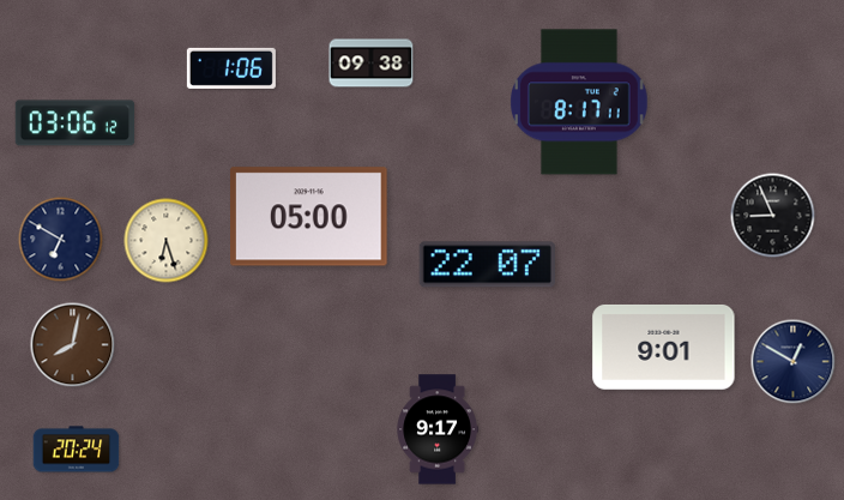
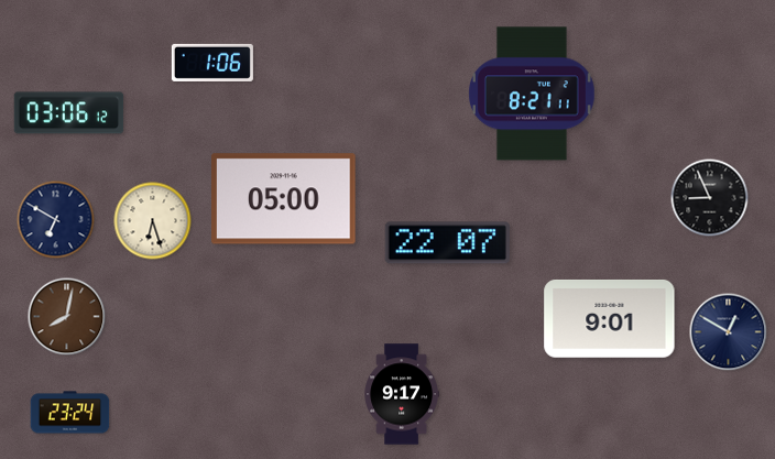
clock at (372, 64): 09:38 -> none
clock at (579, 102): 8:17 -> 8:21
clock at (77, 450): 20:24 -> 23:24
